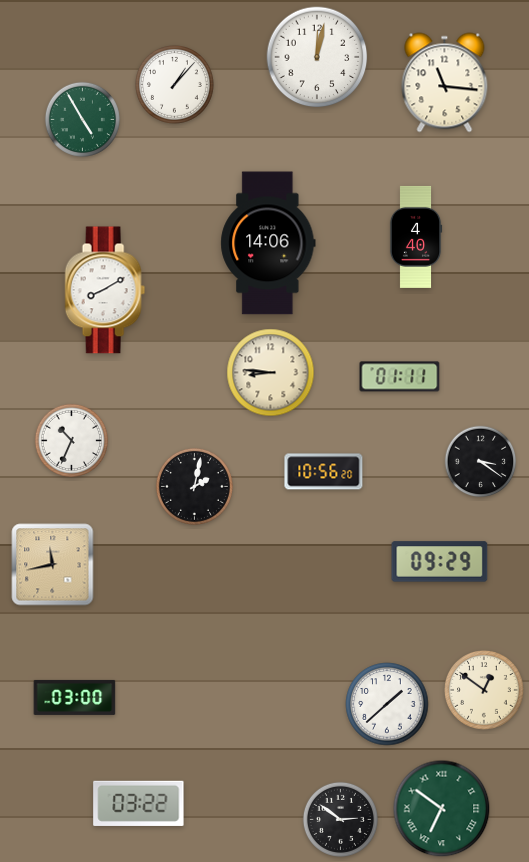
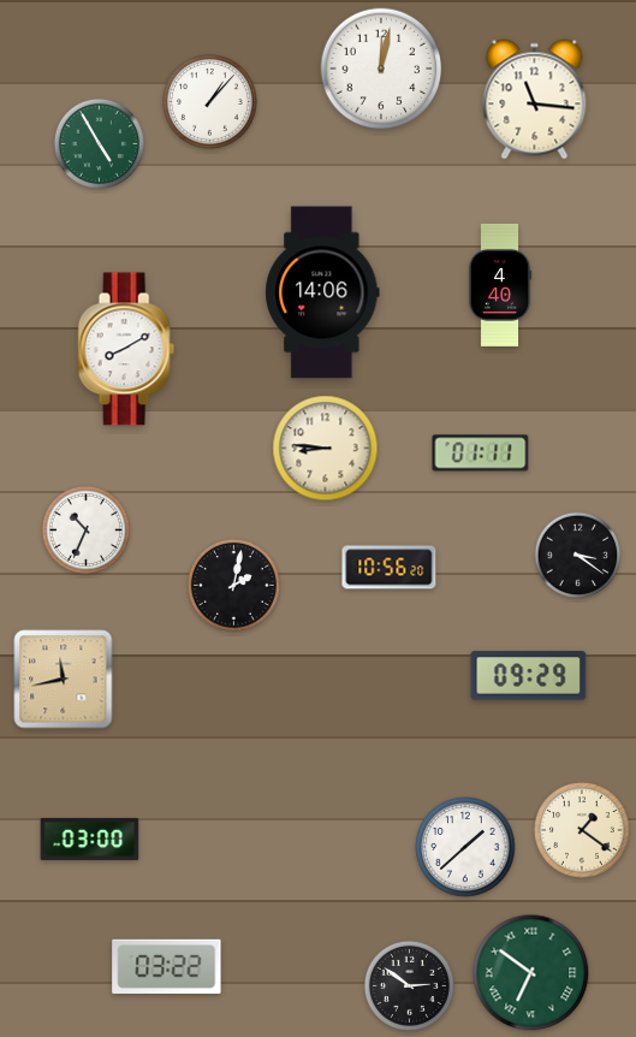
clock at (484, 690): 12:51 -> 1:21
